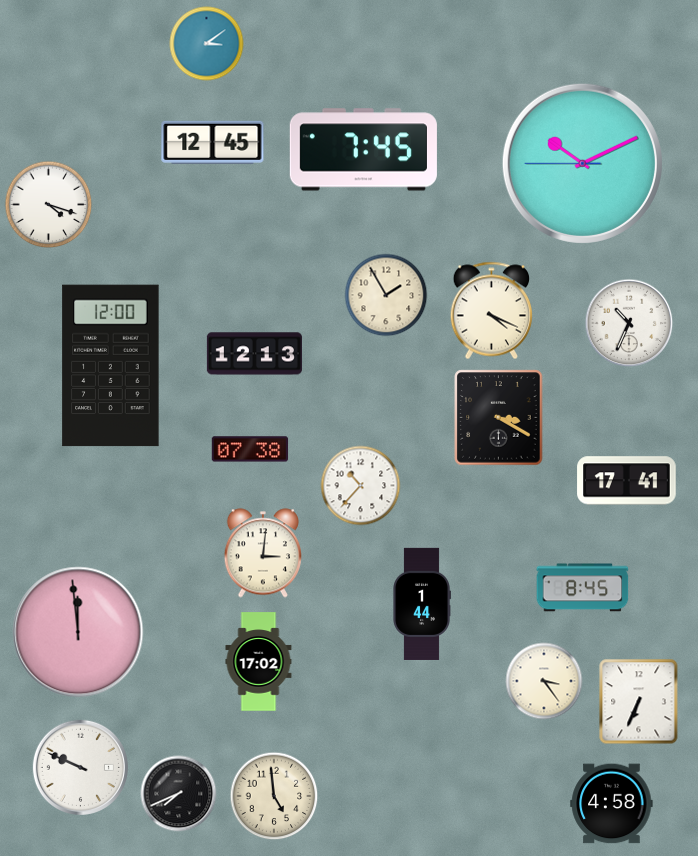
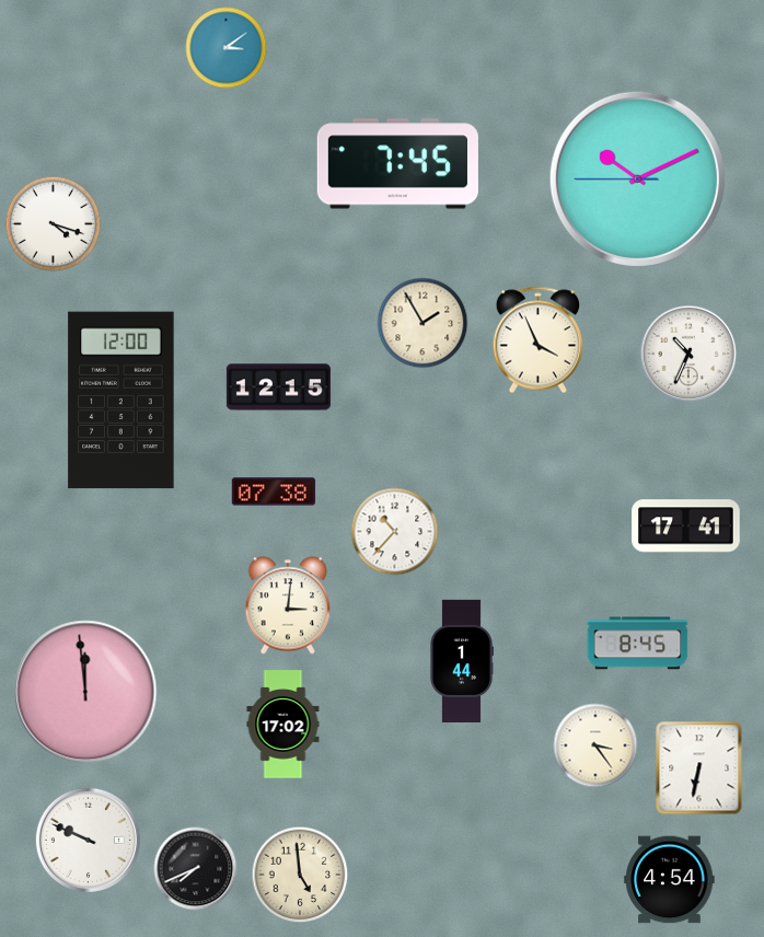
clock at (213, 142): 12:45 -> none
clock at (491, 311): 4:19 -> 3:56
clock at (254, 354): 12:13 -> 12:15
clock at (499, 418): 3:20 -> none
clock at (639, 702): 6:34 -> 6:32
clock at (274, 796) position: (274, 796) -> (300, 875)
clock at (612, 804): 4:58 -> 4:54
